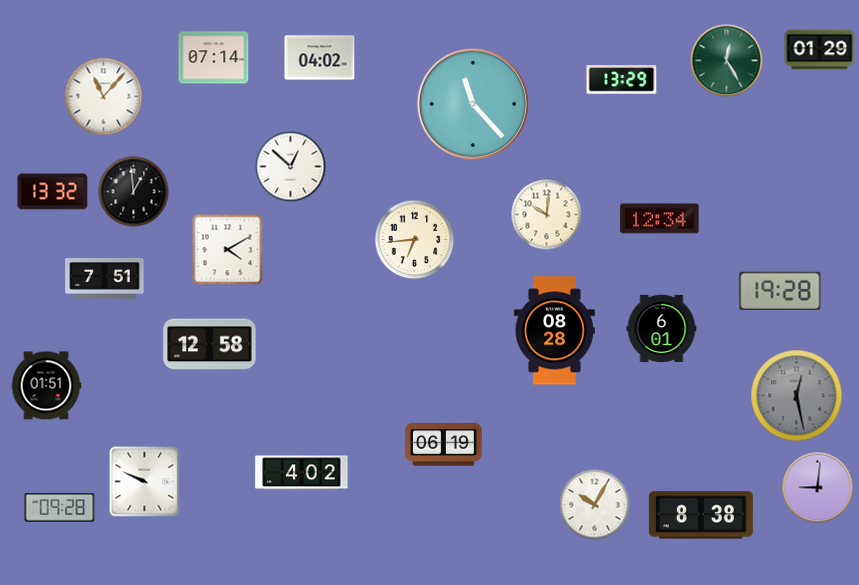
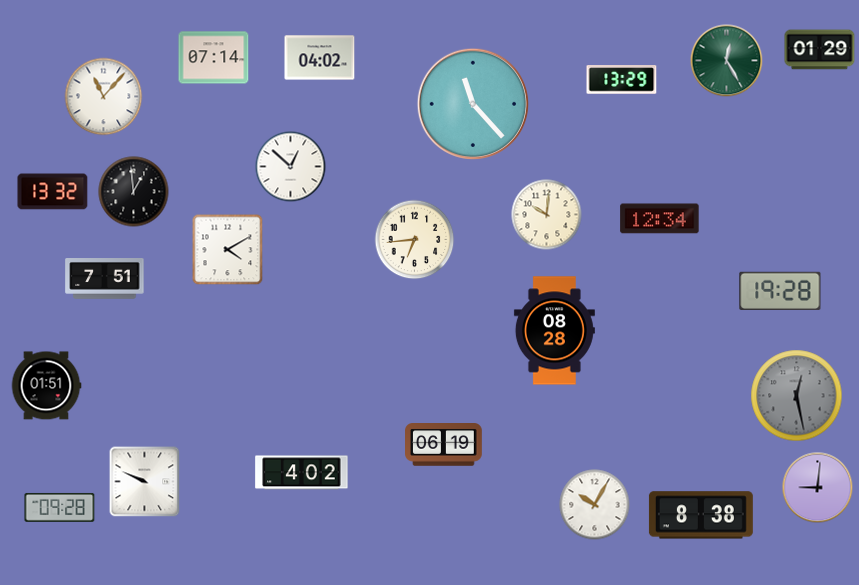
clock at (662, 329): 6:01 -> none
clock at (210, 345): 12:58 -> none
